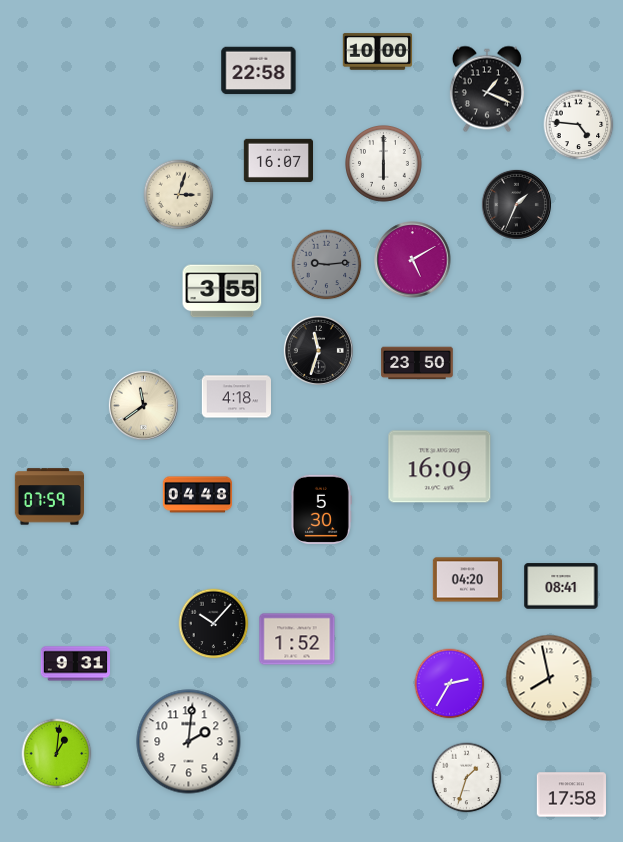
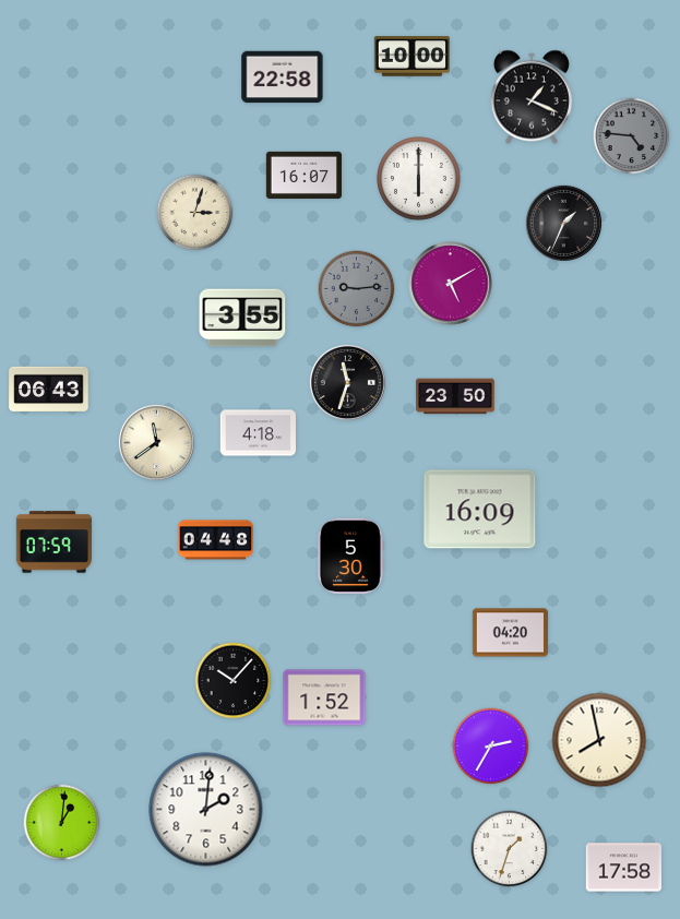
clock at (579, 125) dial: white -> grey
clock at (49, 390): none -> 06:43
clock at (561, 586): 08:41 -> none
clock at (75, 664): 9:31 -> none
